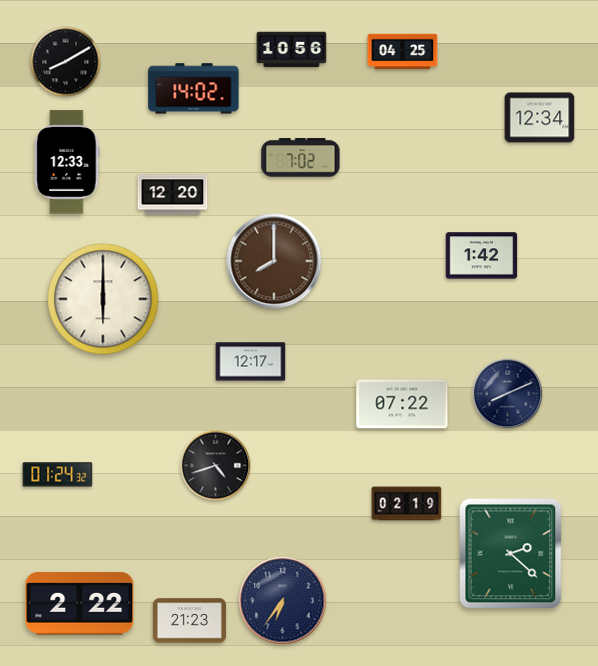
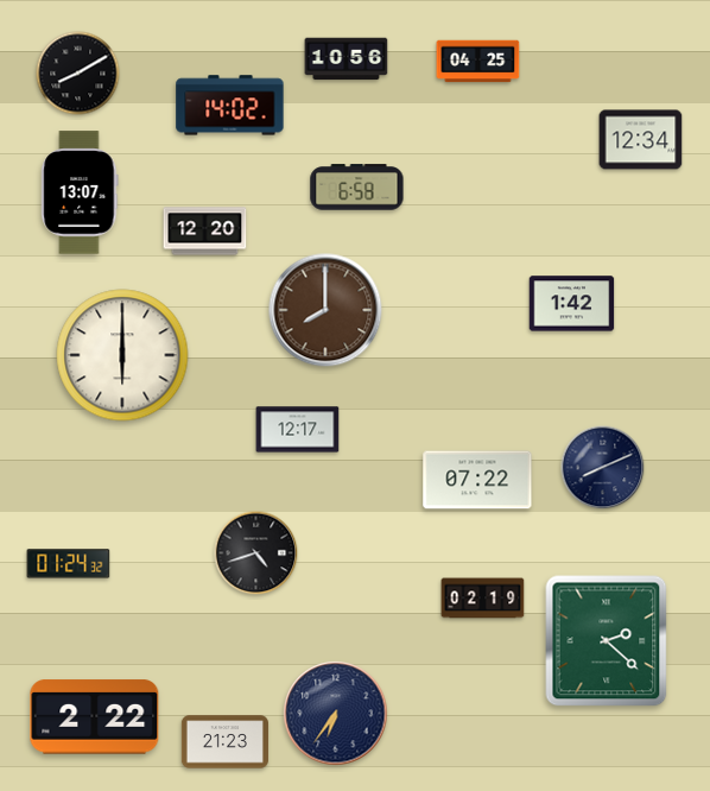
clock at (301, 158): 7:02 -> 6:58
clock at (67, 162): 12:33 -> 13:07
clock at (511, 554) position: (511, 554) -> (607, 641)
clock at (189, 621) position: (189, 621) -> (224, 742)
